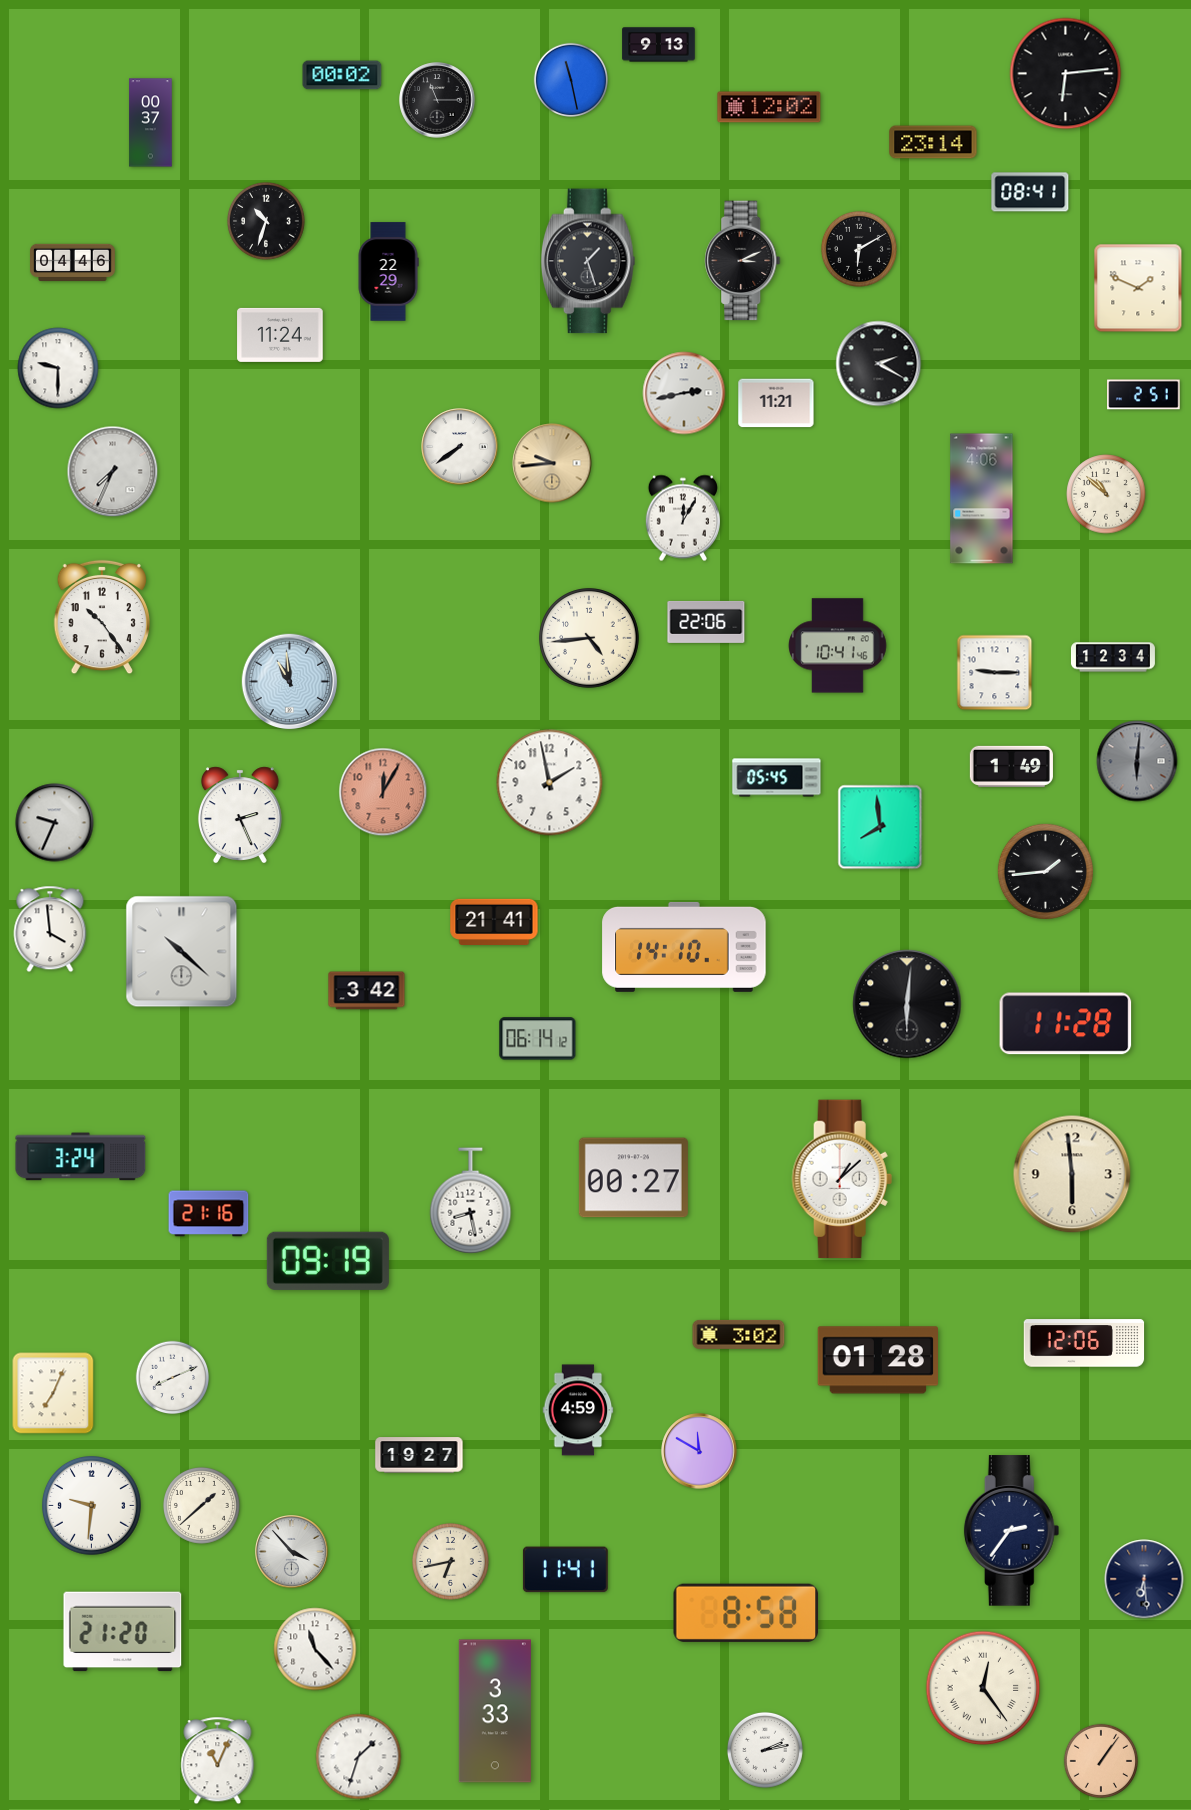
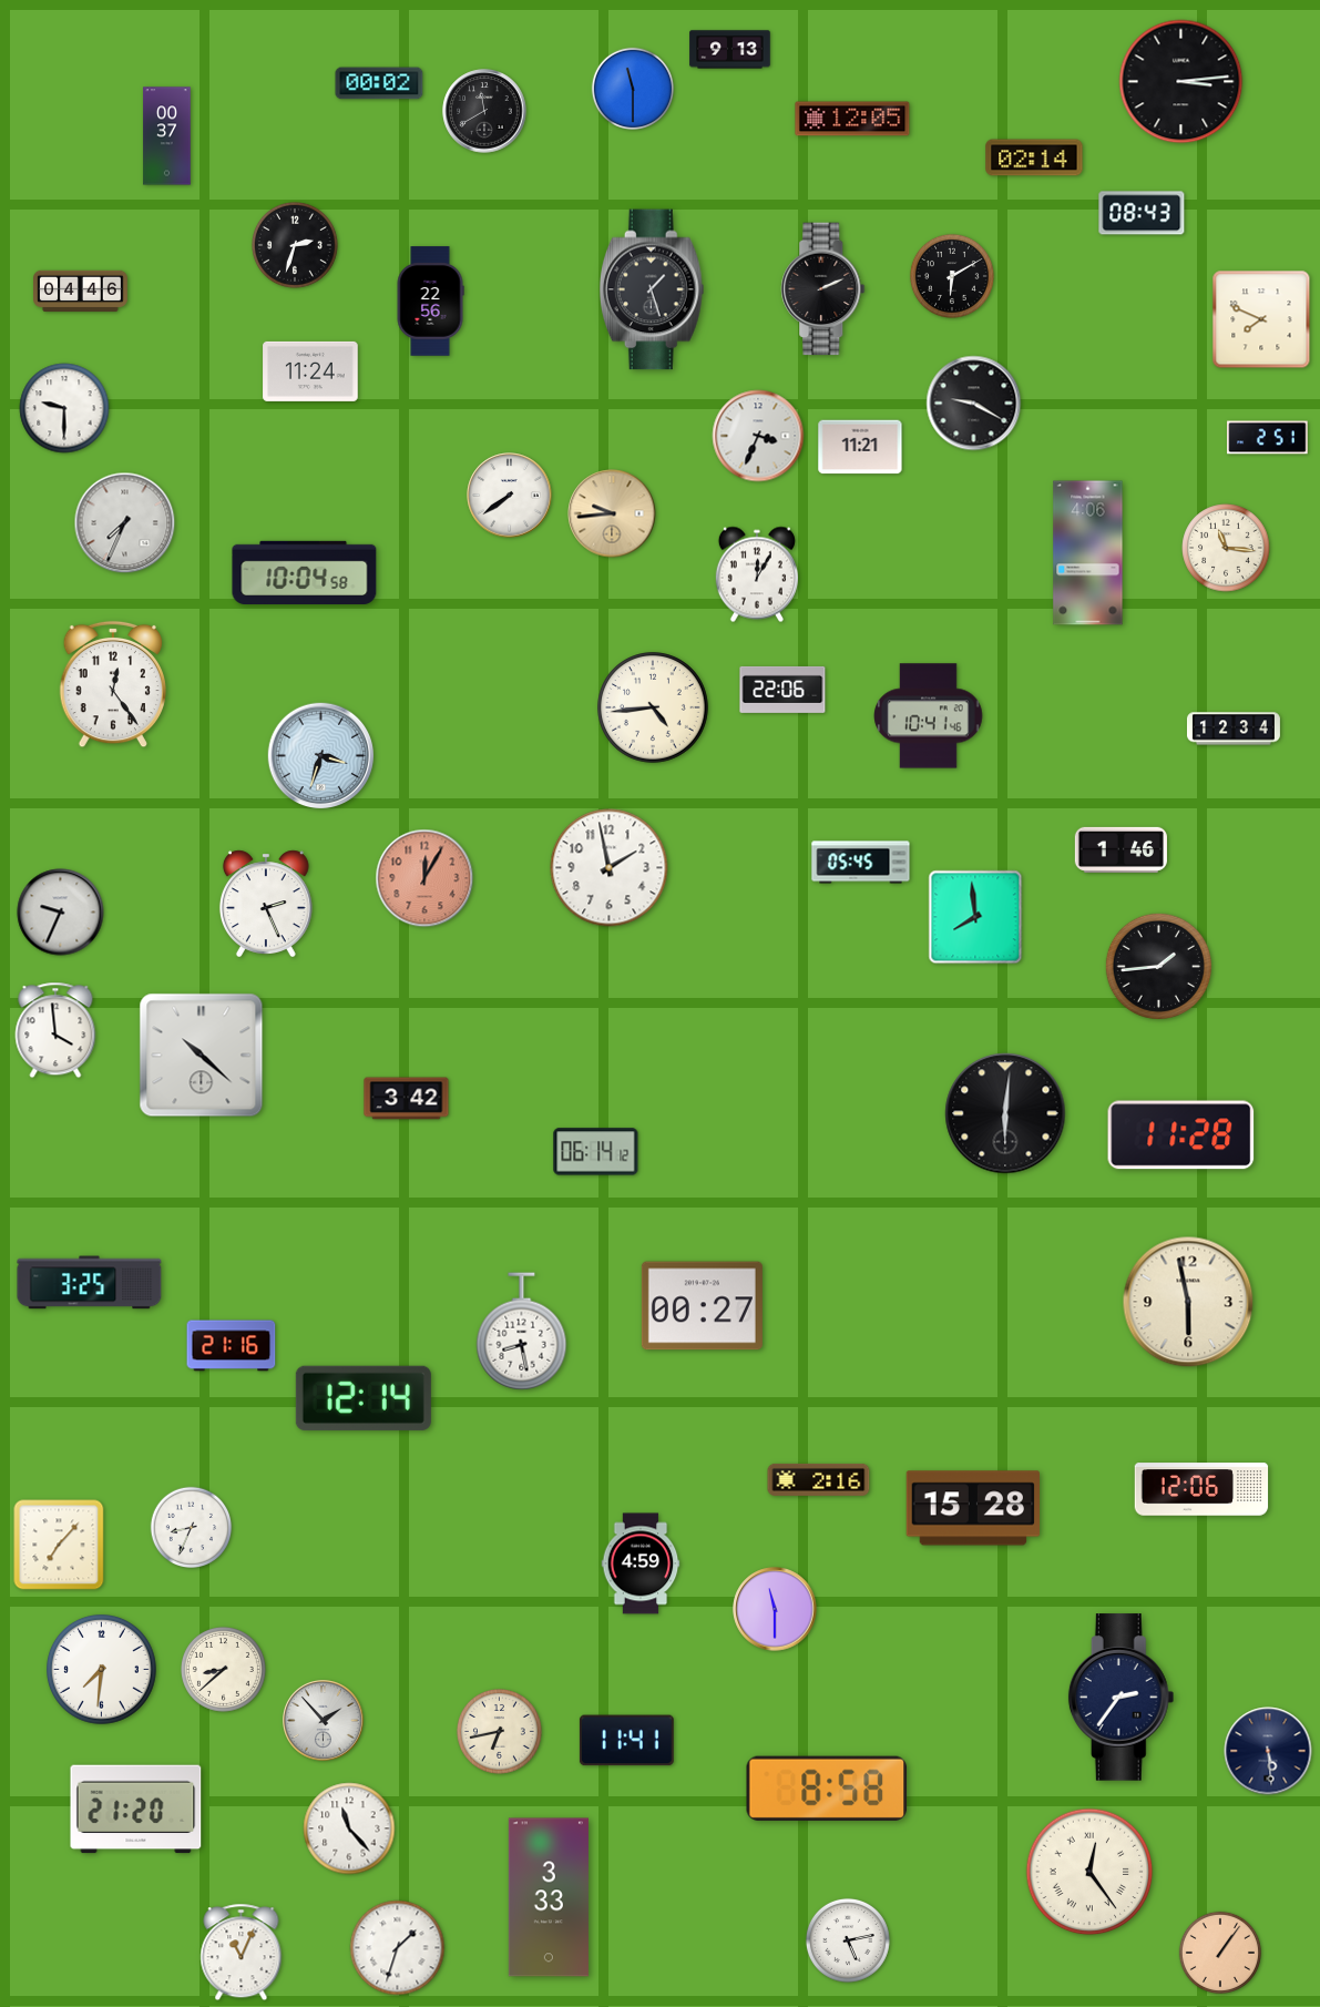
clock at (1066, 74): 6:14 -> 3:14
clock at (570, 79): 11:28 -> 11:30
clock at (437, 100): 11:15 -> 11:40
clock at (769, 107): 12:02 -> 12:05
clock at (933, 142): 23:14 -> 02:14
clock at (1030, 192): 08:41 -> 08:43
clock at (267, 222): 10:33 -> 2:33
clock at (743, 261): 3:11 -> 2:11
clock at (388, 272): 22:29 -> 22:56
clock at (1138, 288): 1:49 -> 7:49
clock at (879, 364): 2:20 -> 9:20
clock at (684, 393): 2:43 -> 3:34
clock at (1106, 494): 10:52 -> 11:16
clock at (305, 572): none -> 10:04
clock at (101, 617): 10:24 -> 12:24
clock at (995, 673): 9:15 -> none
clock at (290, 682): 10:59 -> 3:33
clock at (1137, 761): 6:01 -> none
clock at (1011, 766): 1:49 -> 1:46
clock at (494, 921): 21:41 -> none
clock at (684, 947): 14:10 -> none
clock at (81, 1157): 3:24 -> 3:25
clock at (1072, 1174): 5:59 -> 5:58
clock at (842, 1179): 1:08 -> none
clock at (328, 1261): 09:19 -> 12:14
clock at (739, 1334): 3:02 -> 2:16
clock at (877, 1360): 01:28 -> 15:28
clock at (173, 1378): 8:11 -> 8:34
clock at (53, 1393): 7:04 -> 7:07
clock at (699, 1451): 11:50 -> 11:30
clock at (419, 1455): 19:27 -> none
clock at (201, 1505): 1:38 -> 8:38
clock at (92, 1506): 9:31 -> 7:31
clock at (292, 1552): 3:53 -> 1:53
clock at (1144, 1579): 6:29 -> 5:29
clock at (765, 1750): 2:13 -> 5:13
